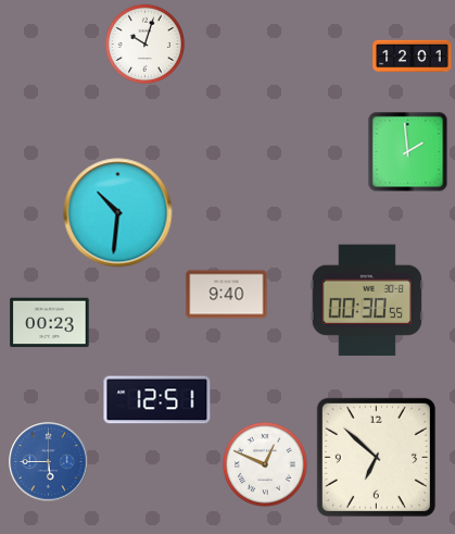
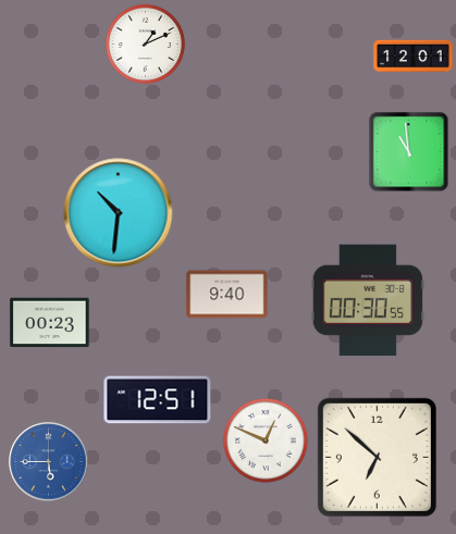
clock at (144, 44): 10:03 -> 1:11
clock at (408, 152): 1:59 -> 10:59
clock at (265, 464) position: (265, 464) -> (266, 440)
